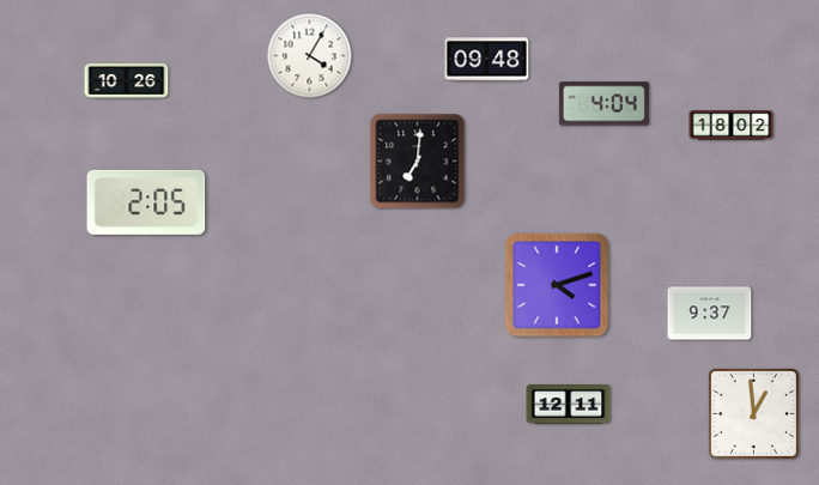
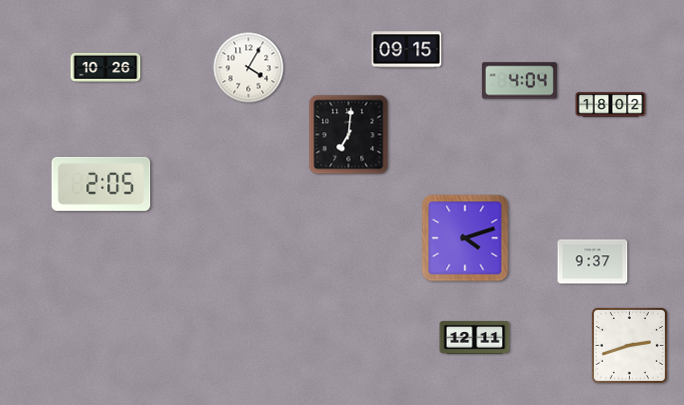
clock at (310, 56) position: (310, 56) -> (249, 68)
clock at (487, 60): 09:48 -> 09:15
clock at (603, 104) position: (603, 104) -> (519, 81)
clock at (146, 202) position: (146, 202) -> (101, 184)
clock at (753, 413): 12:59 -> 2:42
